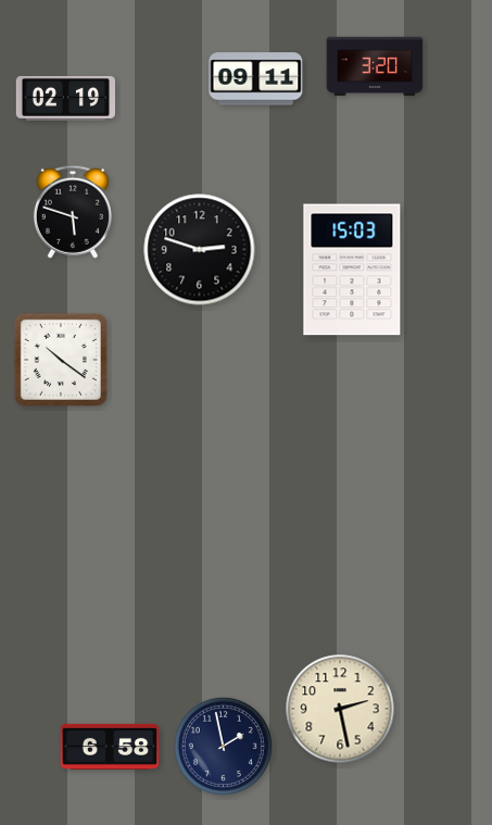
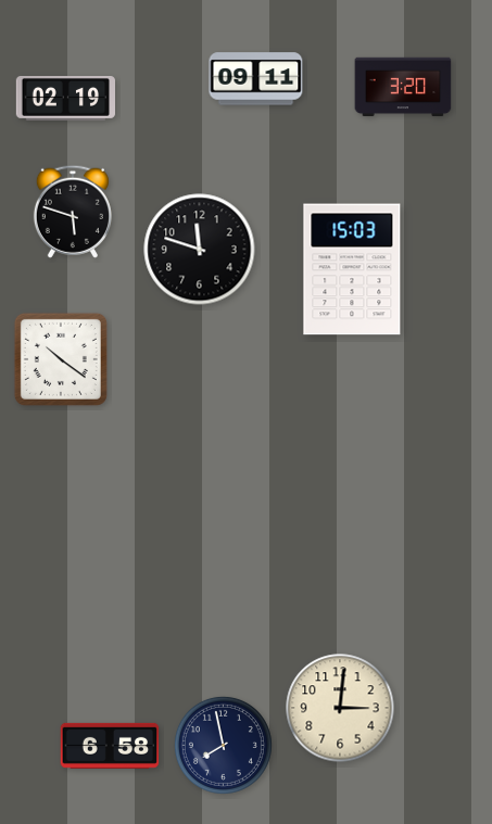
clock at (375, 66) position: (375, 66) -> (403, 87)
clock at (200, 250): 2:48 -> 11:48
clock at (340, 709): 2:28 -> 3:01
clock at (223, 746): 1:58 -> 7:58
